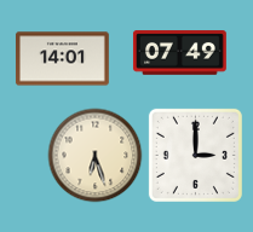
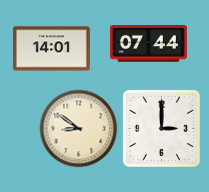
clock at (179, 53): 07:49 -> 07:44
clock at (94, 155): 6:27 -> 8:51
